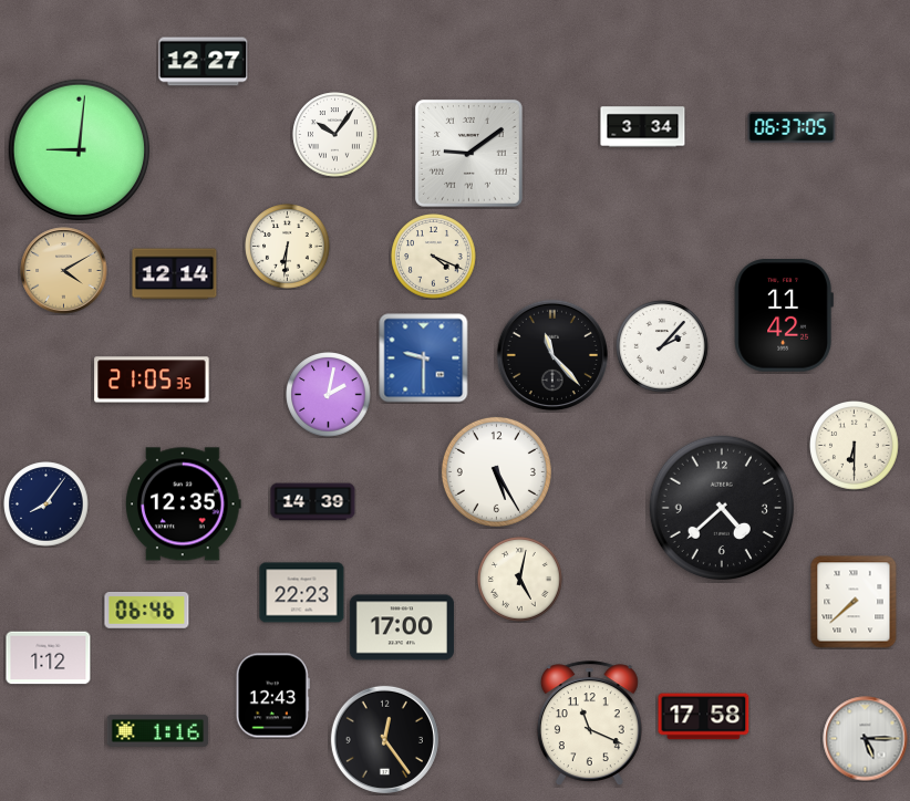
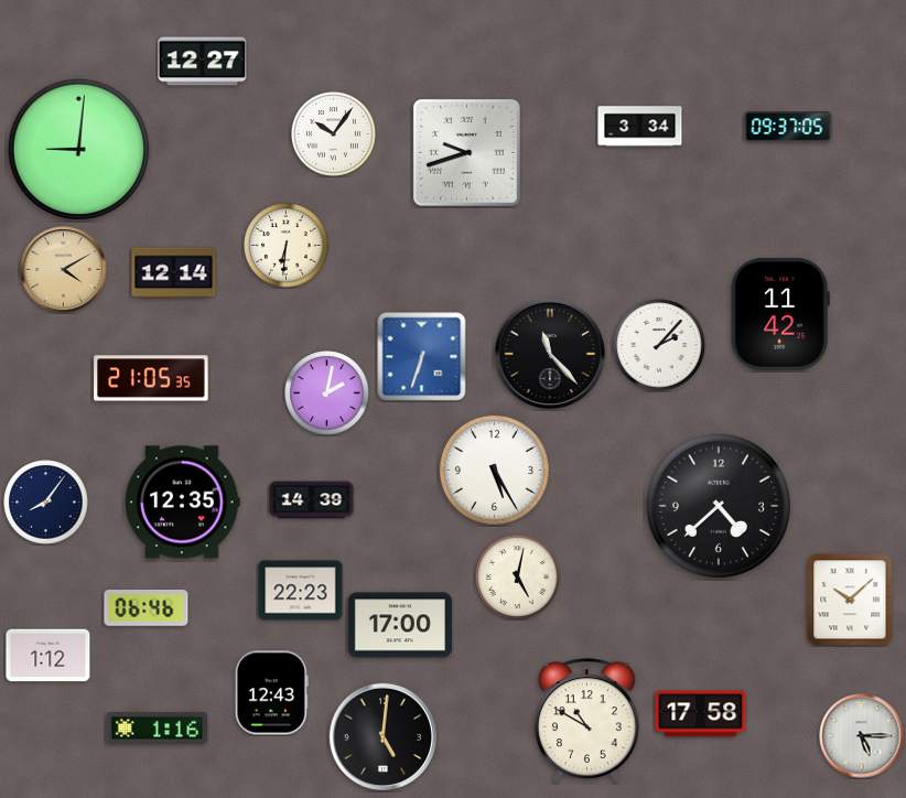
clock at (792, 127): 06:37 -> 09:37
clock at (469, 154): 9:09 -> 9:42
clock at (434, 257): 4:19 -> none
clock at (424, 358): 9:30 -> 6:33
clock at (855, 446): 6:30 -> none
clock at (854, 602): 7:38 -> 10:08
clock at (589, 722): 11:19 -> 10:50
clock at (384, 739): 12:24 -> 5:01
